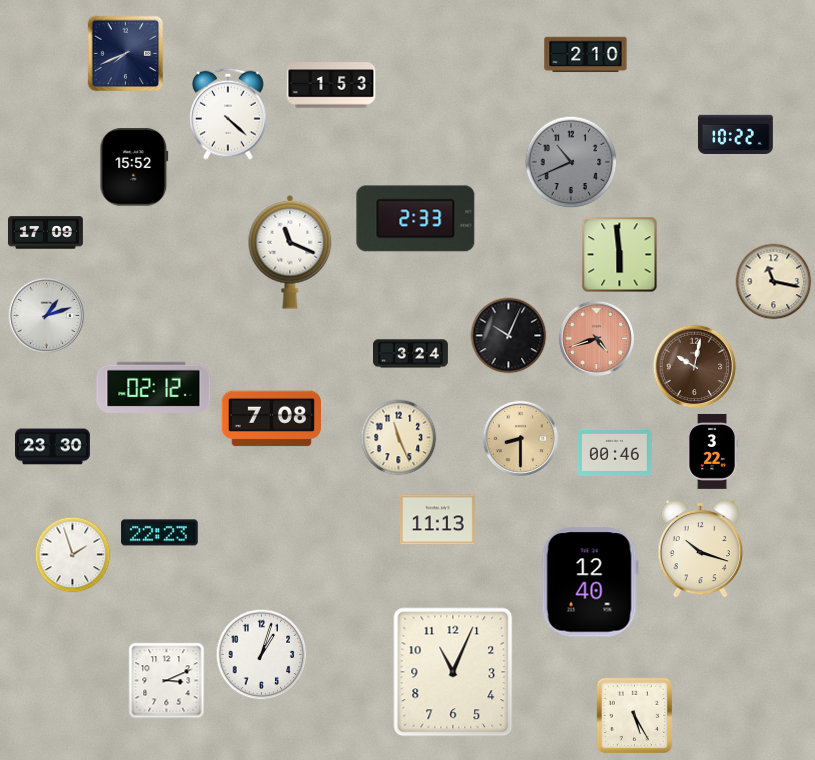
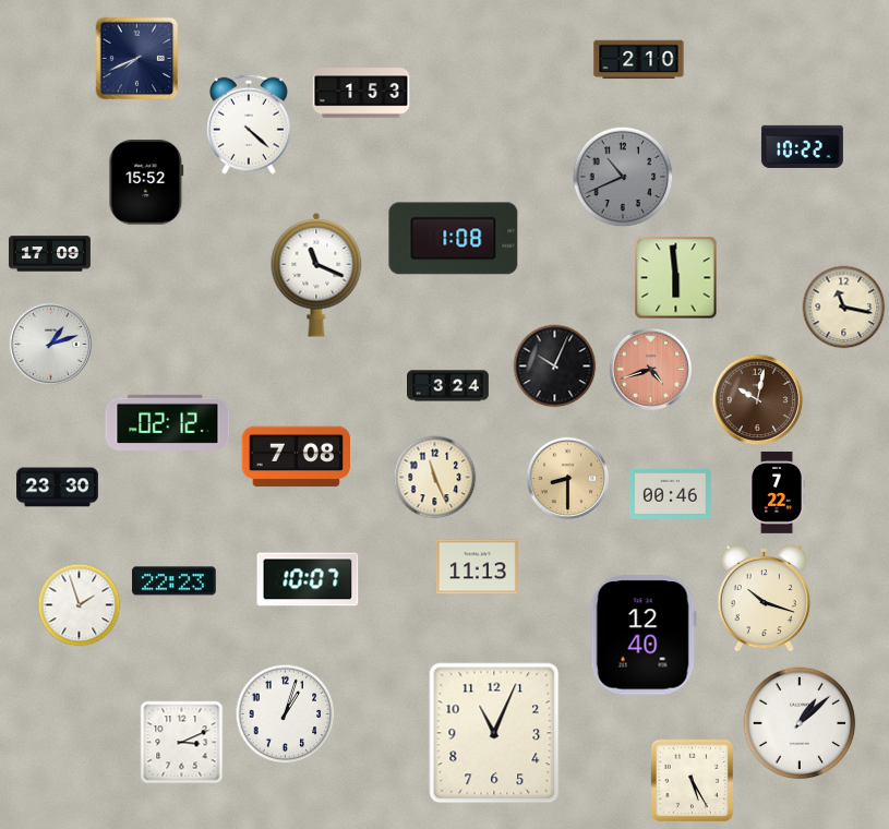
clock at (416, 219): 2:33 -> 1:08
clock at (712, 451): 3:22 -> 7:22
clock at (308, 579): none -> 10:07
clock at (800, 723): none -> 1:08
